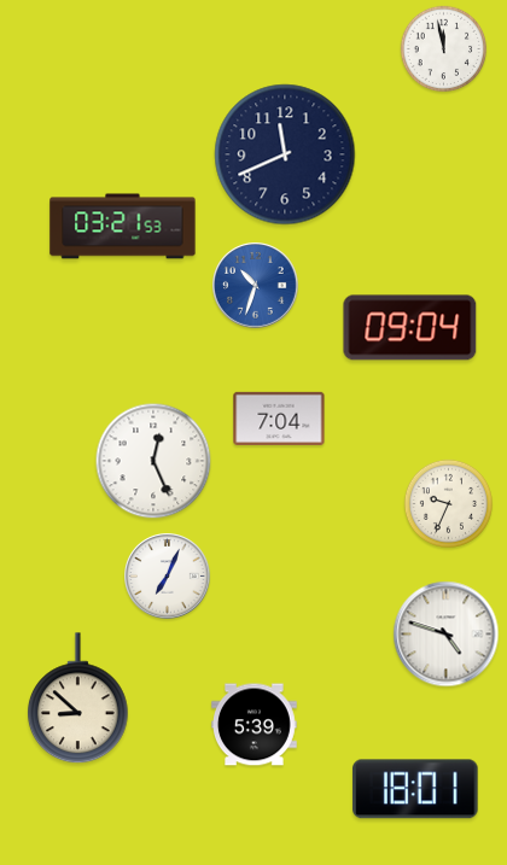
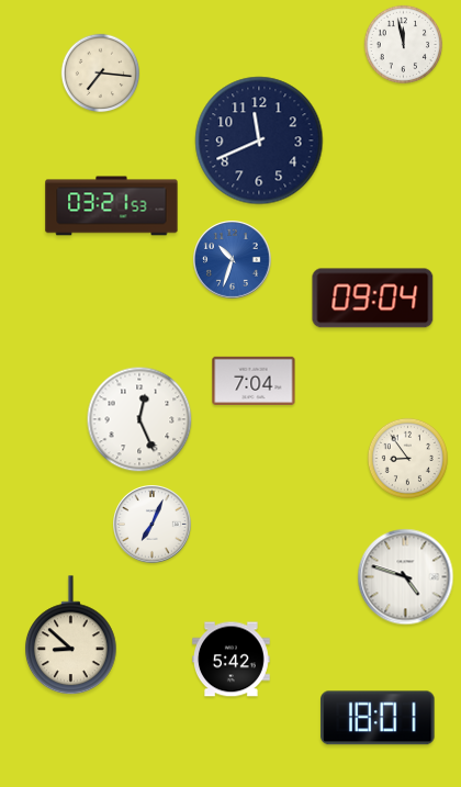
clock at (101, 74): none -> 7:16
clock at (448, 503): 9:34 -> 8:54
clock at (255, 725): 5:39 -> 5:42
